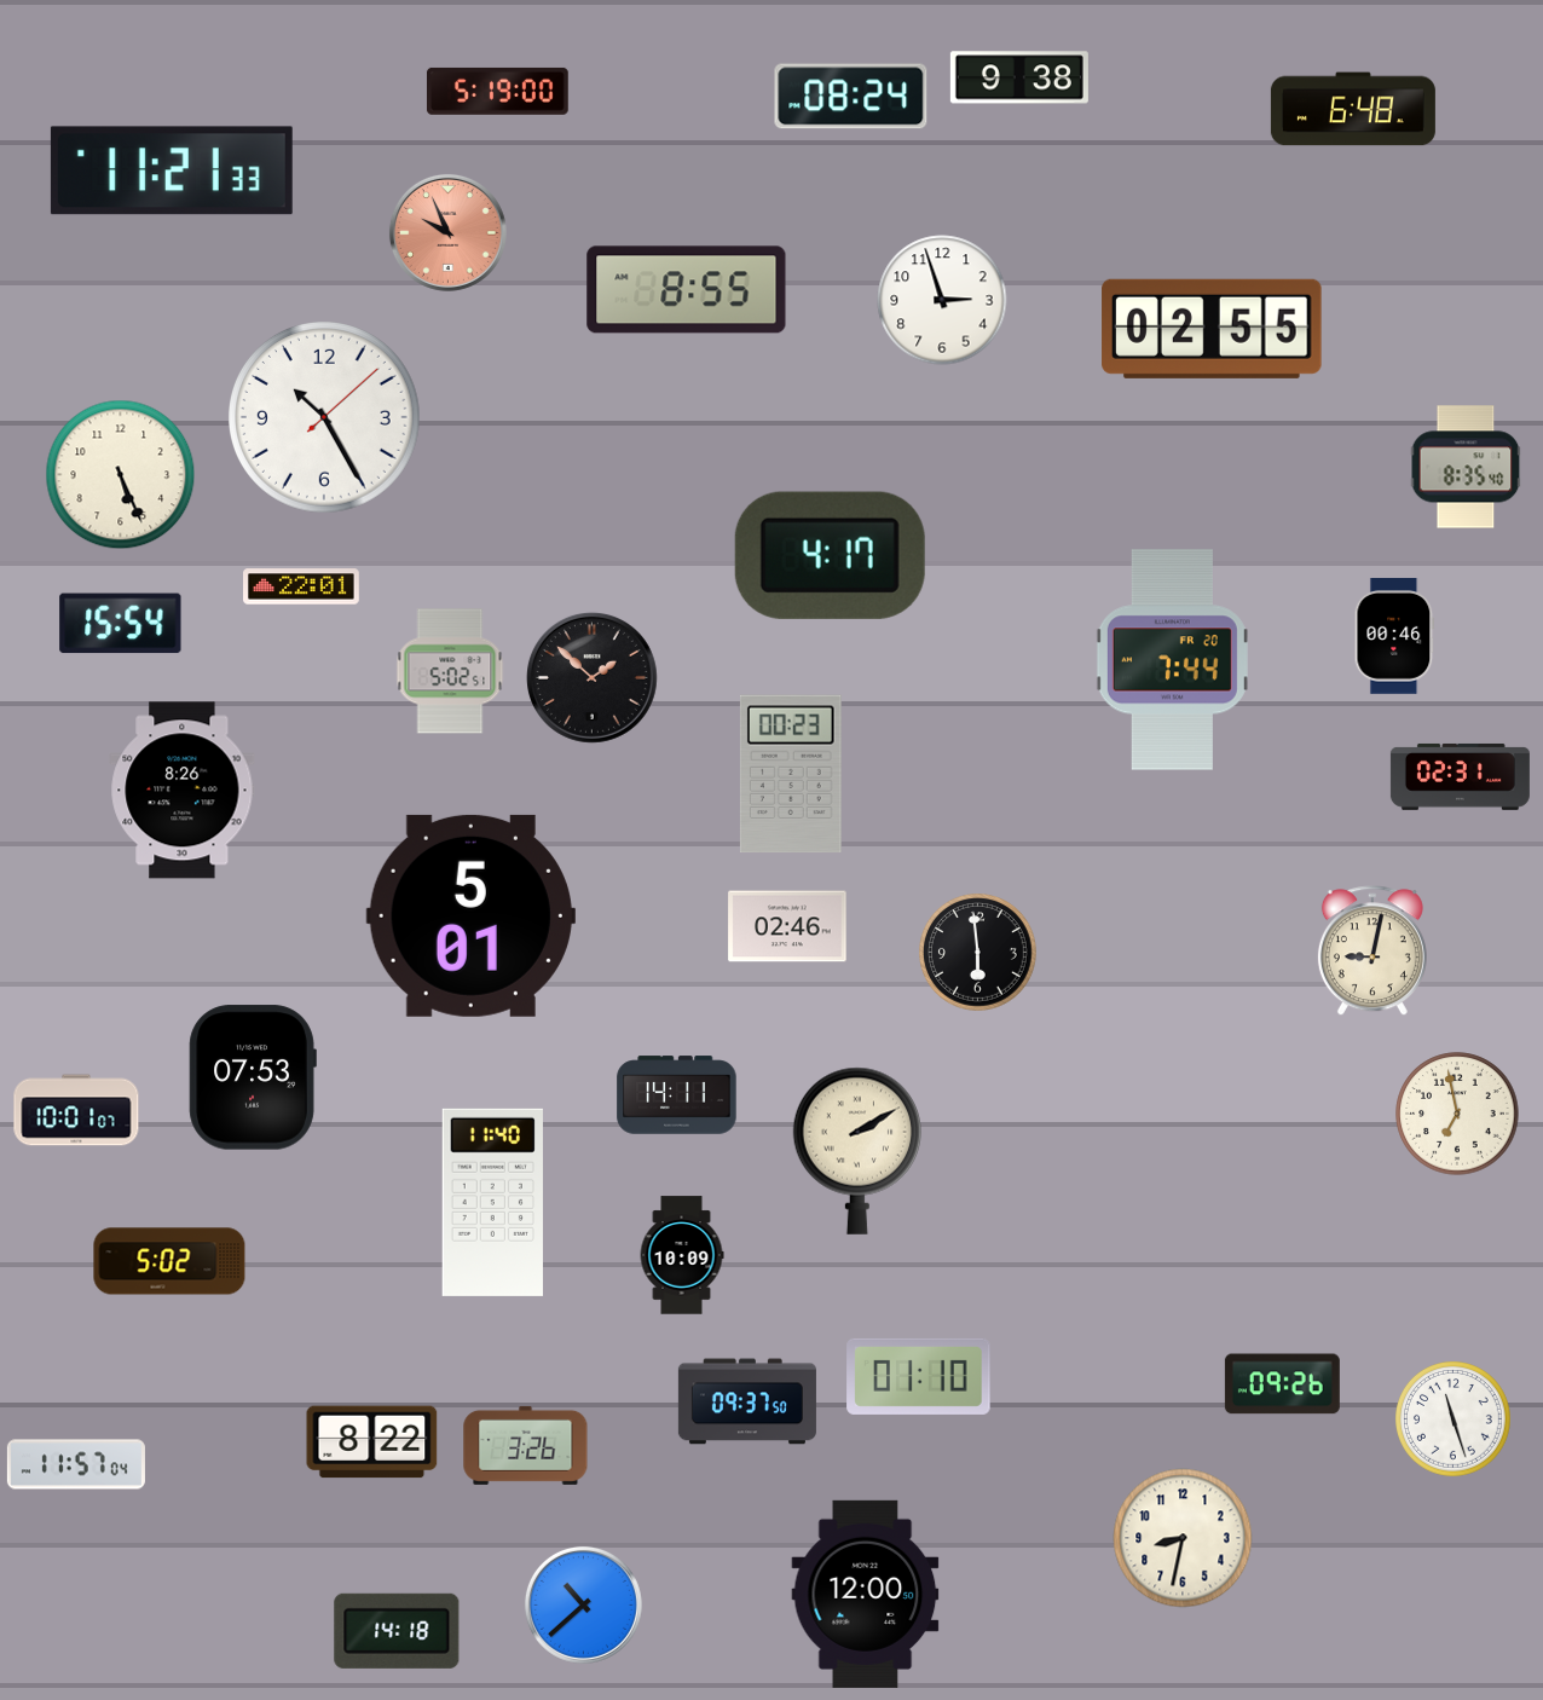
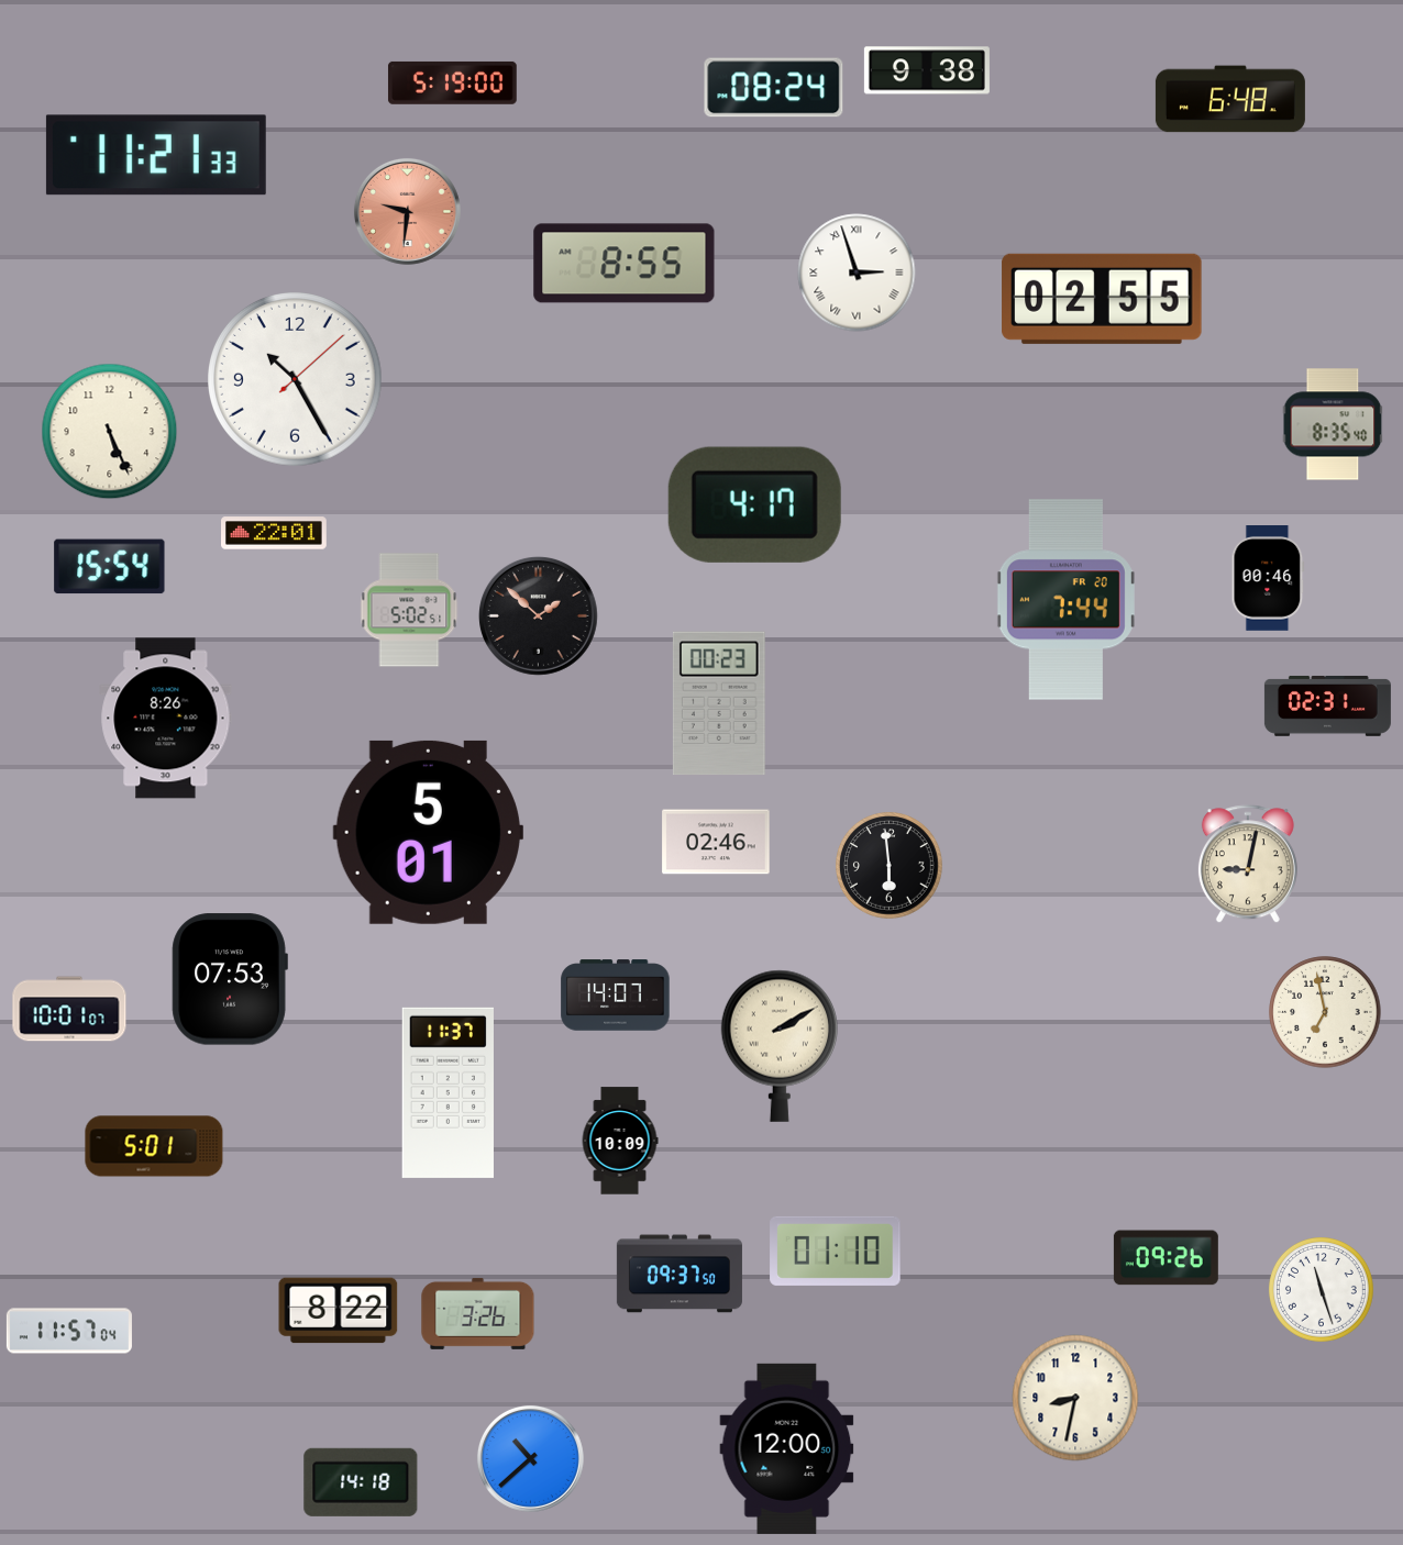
clock at (447, 232): 9:56 -> 9:31
clock at (942, 300) numerals: Arabic -> Roman
clock at (677, 1095): 14:11 -> 14:07
clock at (492, 1202): 11:40 -> 11:37
clock at (169, 1261): 5:02 -> 5:01
